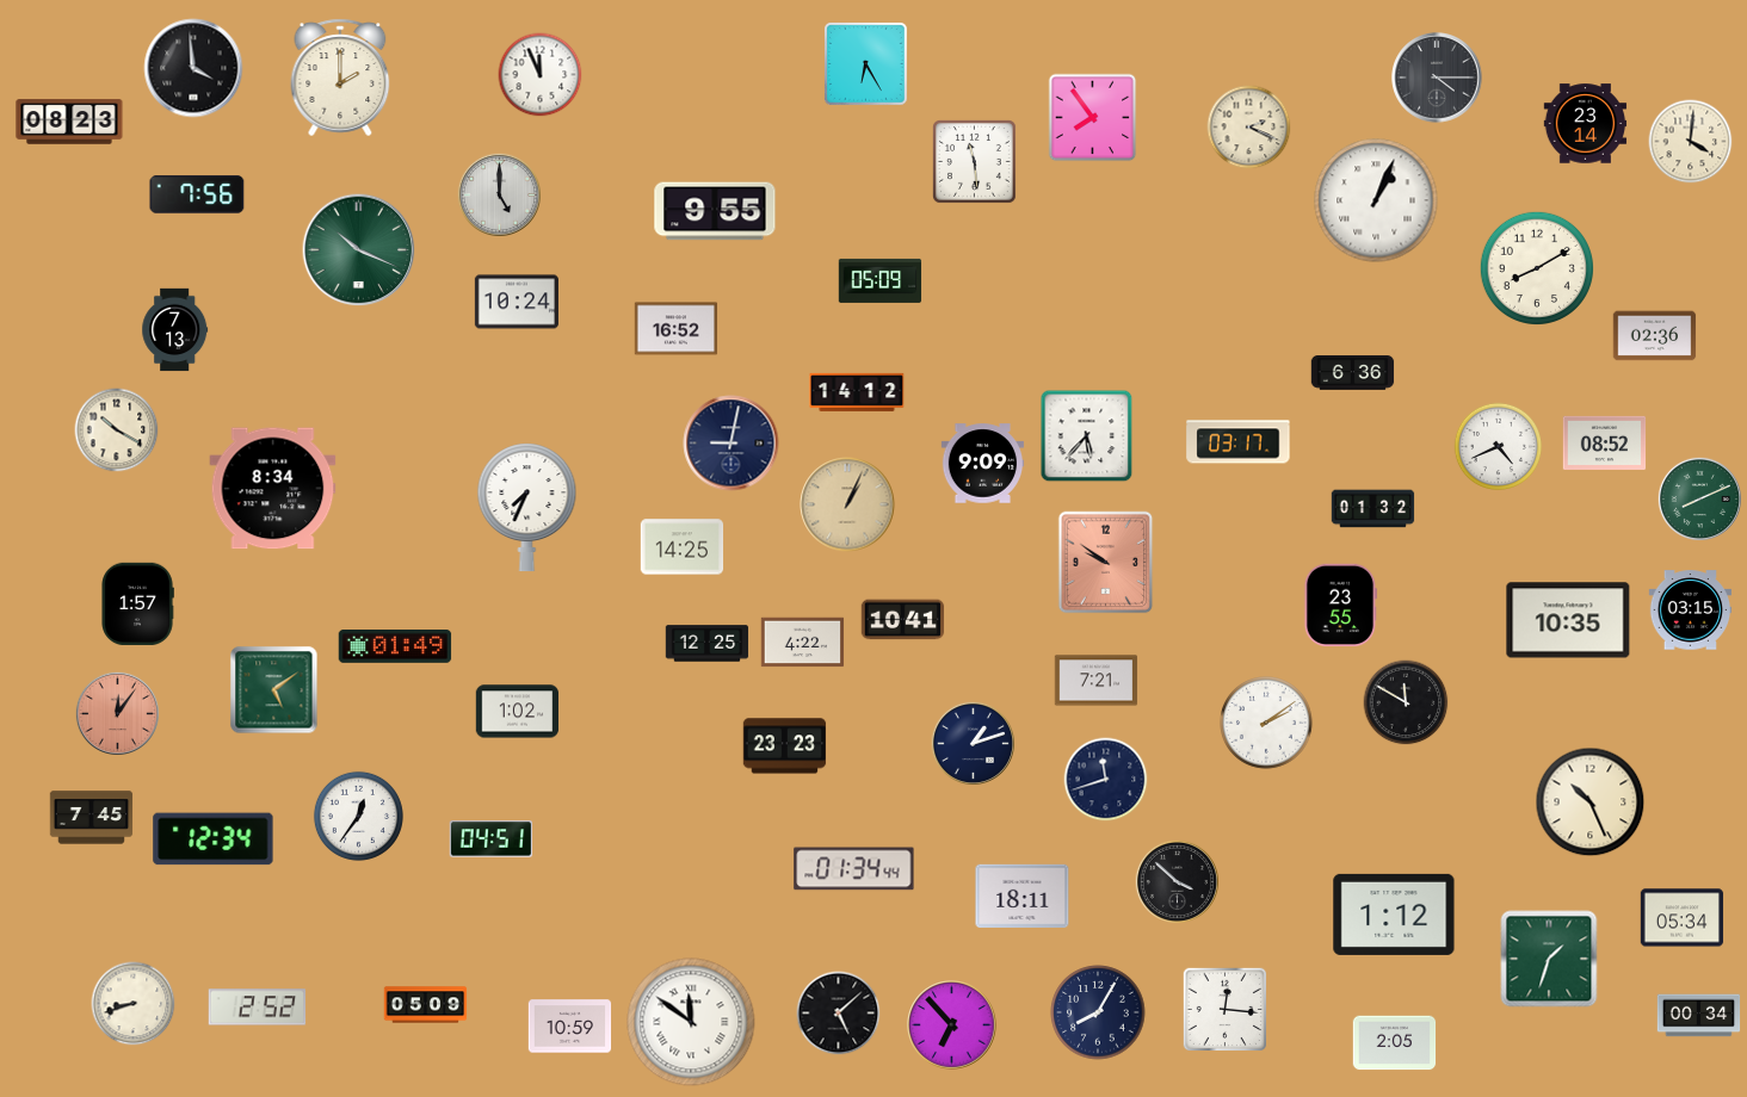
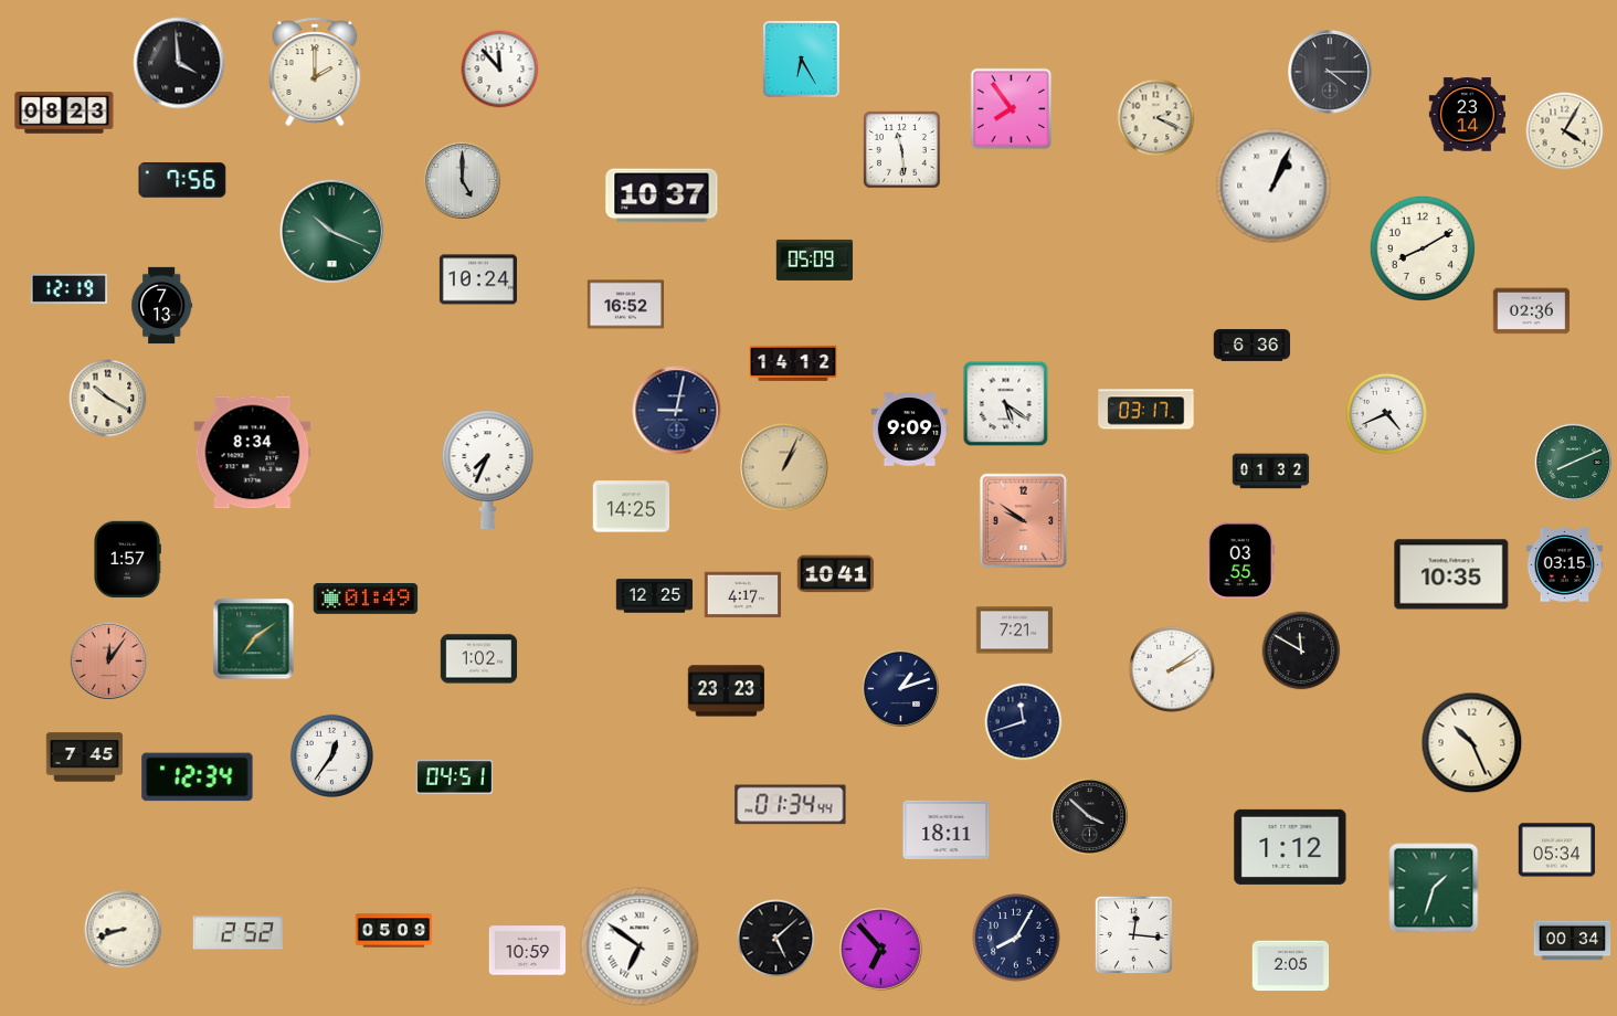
clock at (541, 75): 11:56 -> 11:53
clock at (1691, 142): 4:01 -> 4:05
clock at (715, 211): 9:55 -> 10:37
clock at (70, 288): none -> 12:19
clock at (1087, 436): 5:37 -> 5:21
clock at (1605, 442): 08:52 -> none
clock at (1340, 605): 23:55 -> 03:55
clock at (803, 643): 4:22 -> 4:17
clock at (274, 690): 5:09 -> 7:09
clock at (691, 1022): 11:51 -> 6:51
